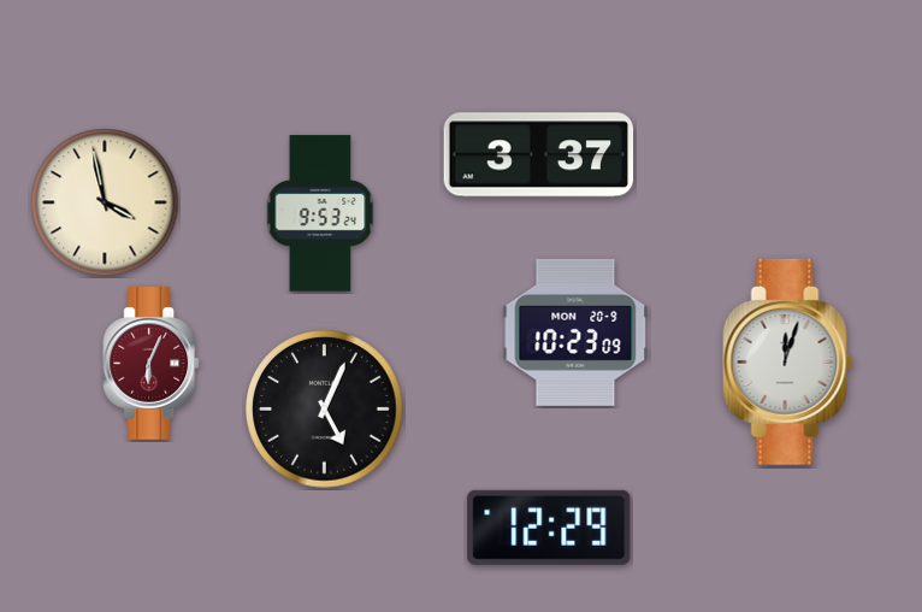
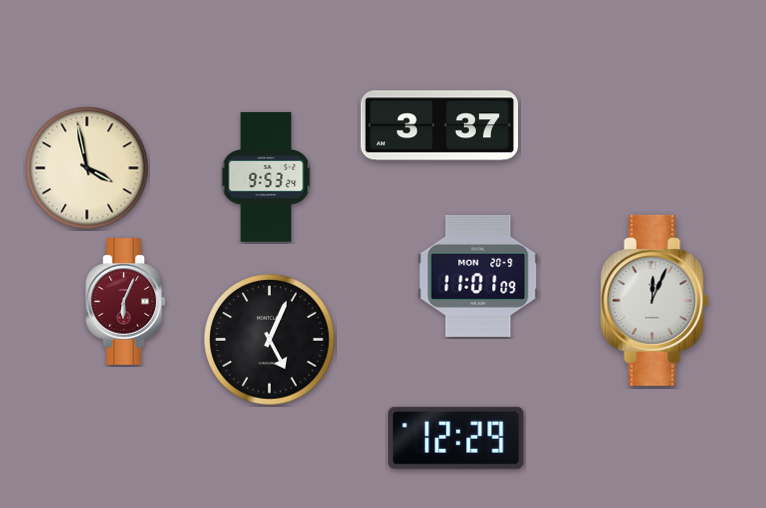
clock at (539, 155) position: (539, 155) -> (440, 126)
clock at (575, 333): 10:23 -> 11:01
clock at (788, 361): 12:03 -> 12:04
